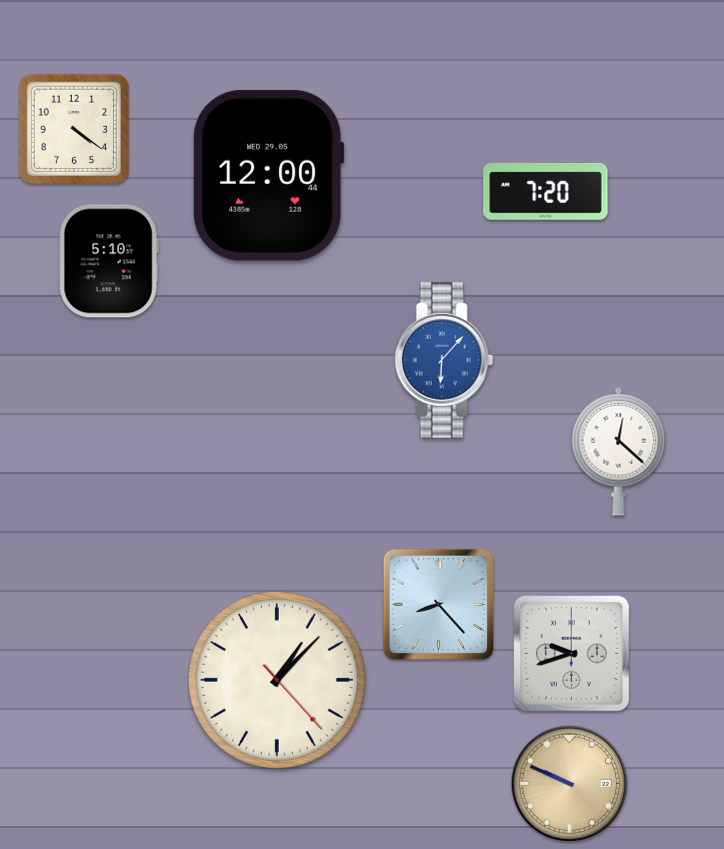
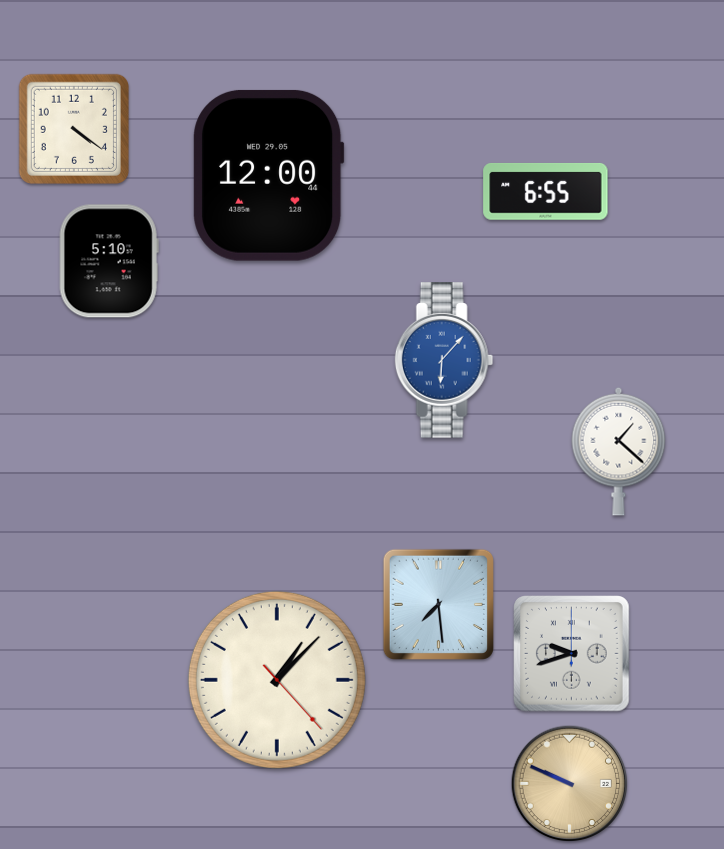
clock at (546, 191): 7:20 -> 6:55
clock at (619, 451): 12:22 -> 1:22
clock at (438, 604): 8:23 -> 7:29
